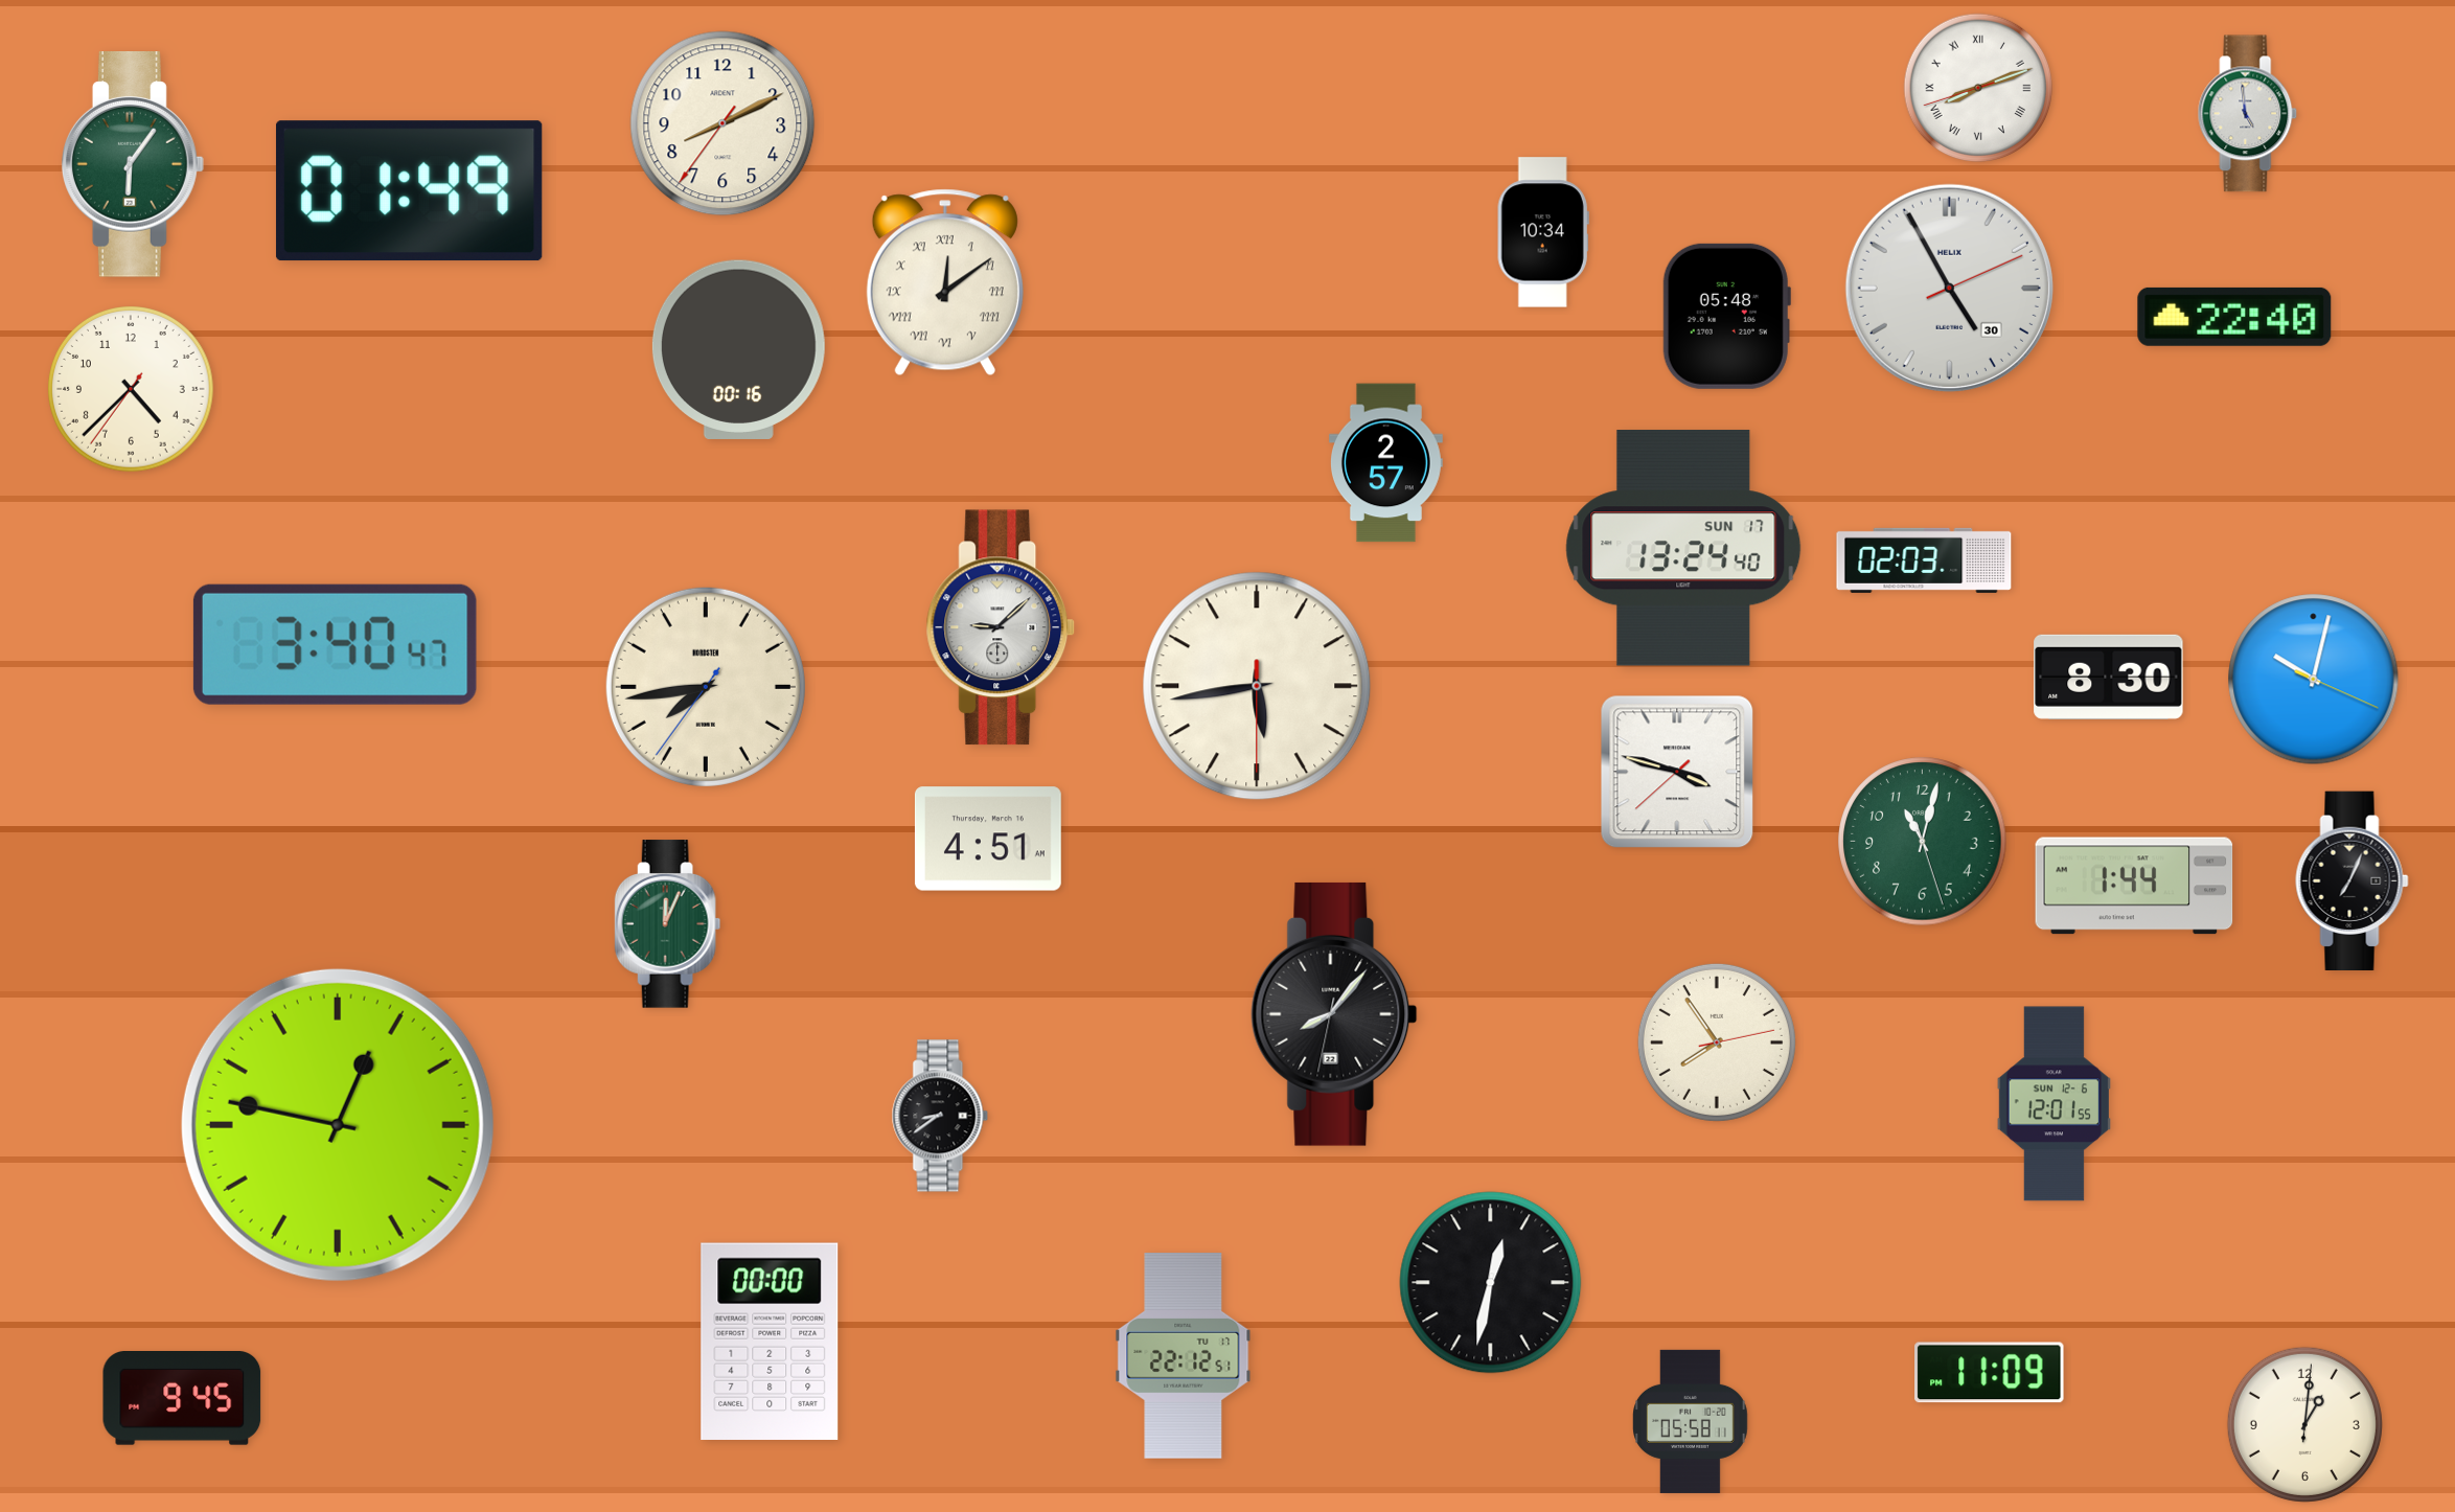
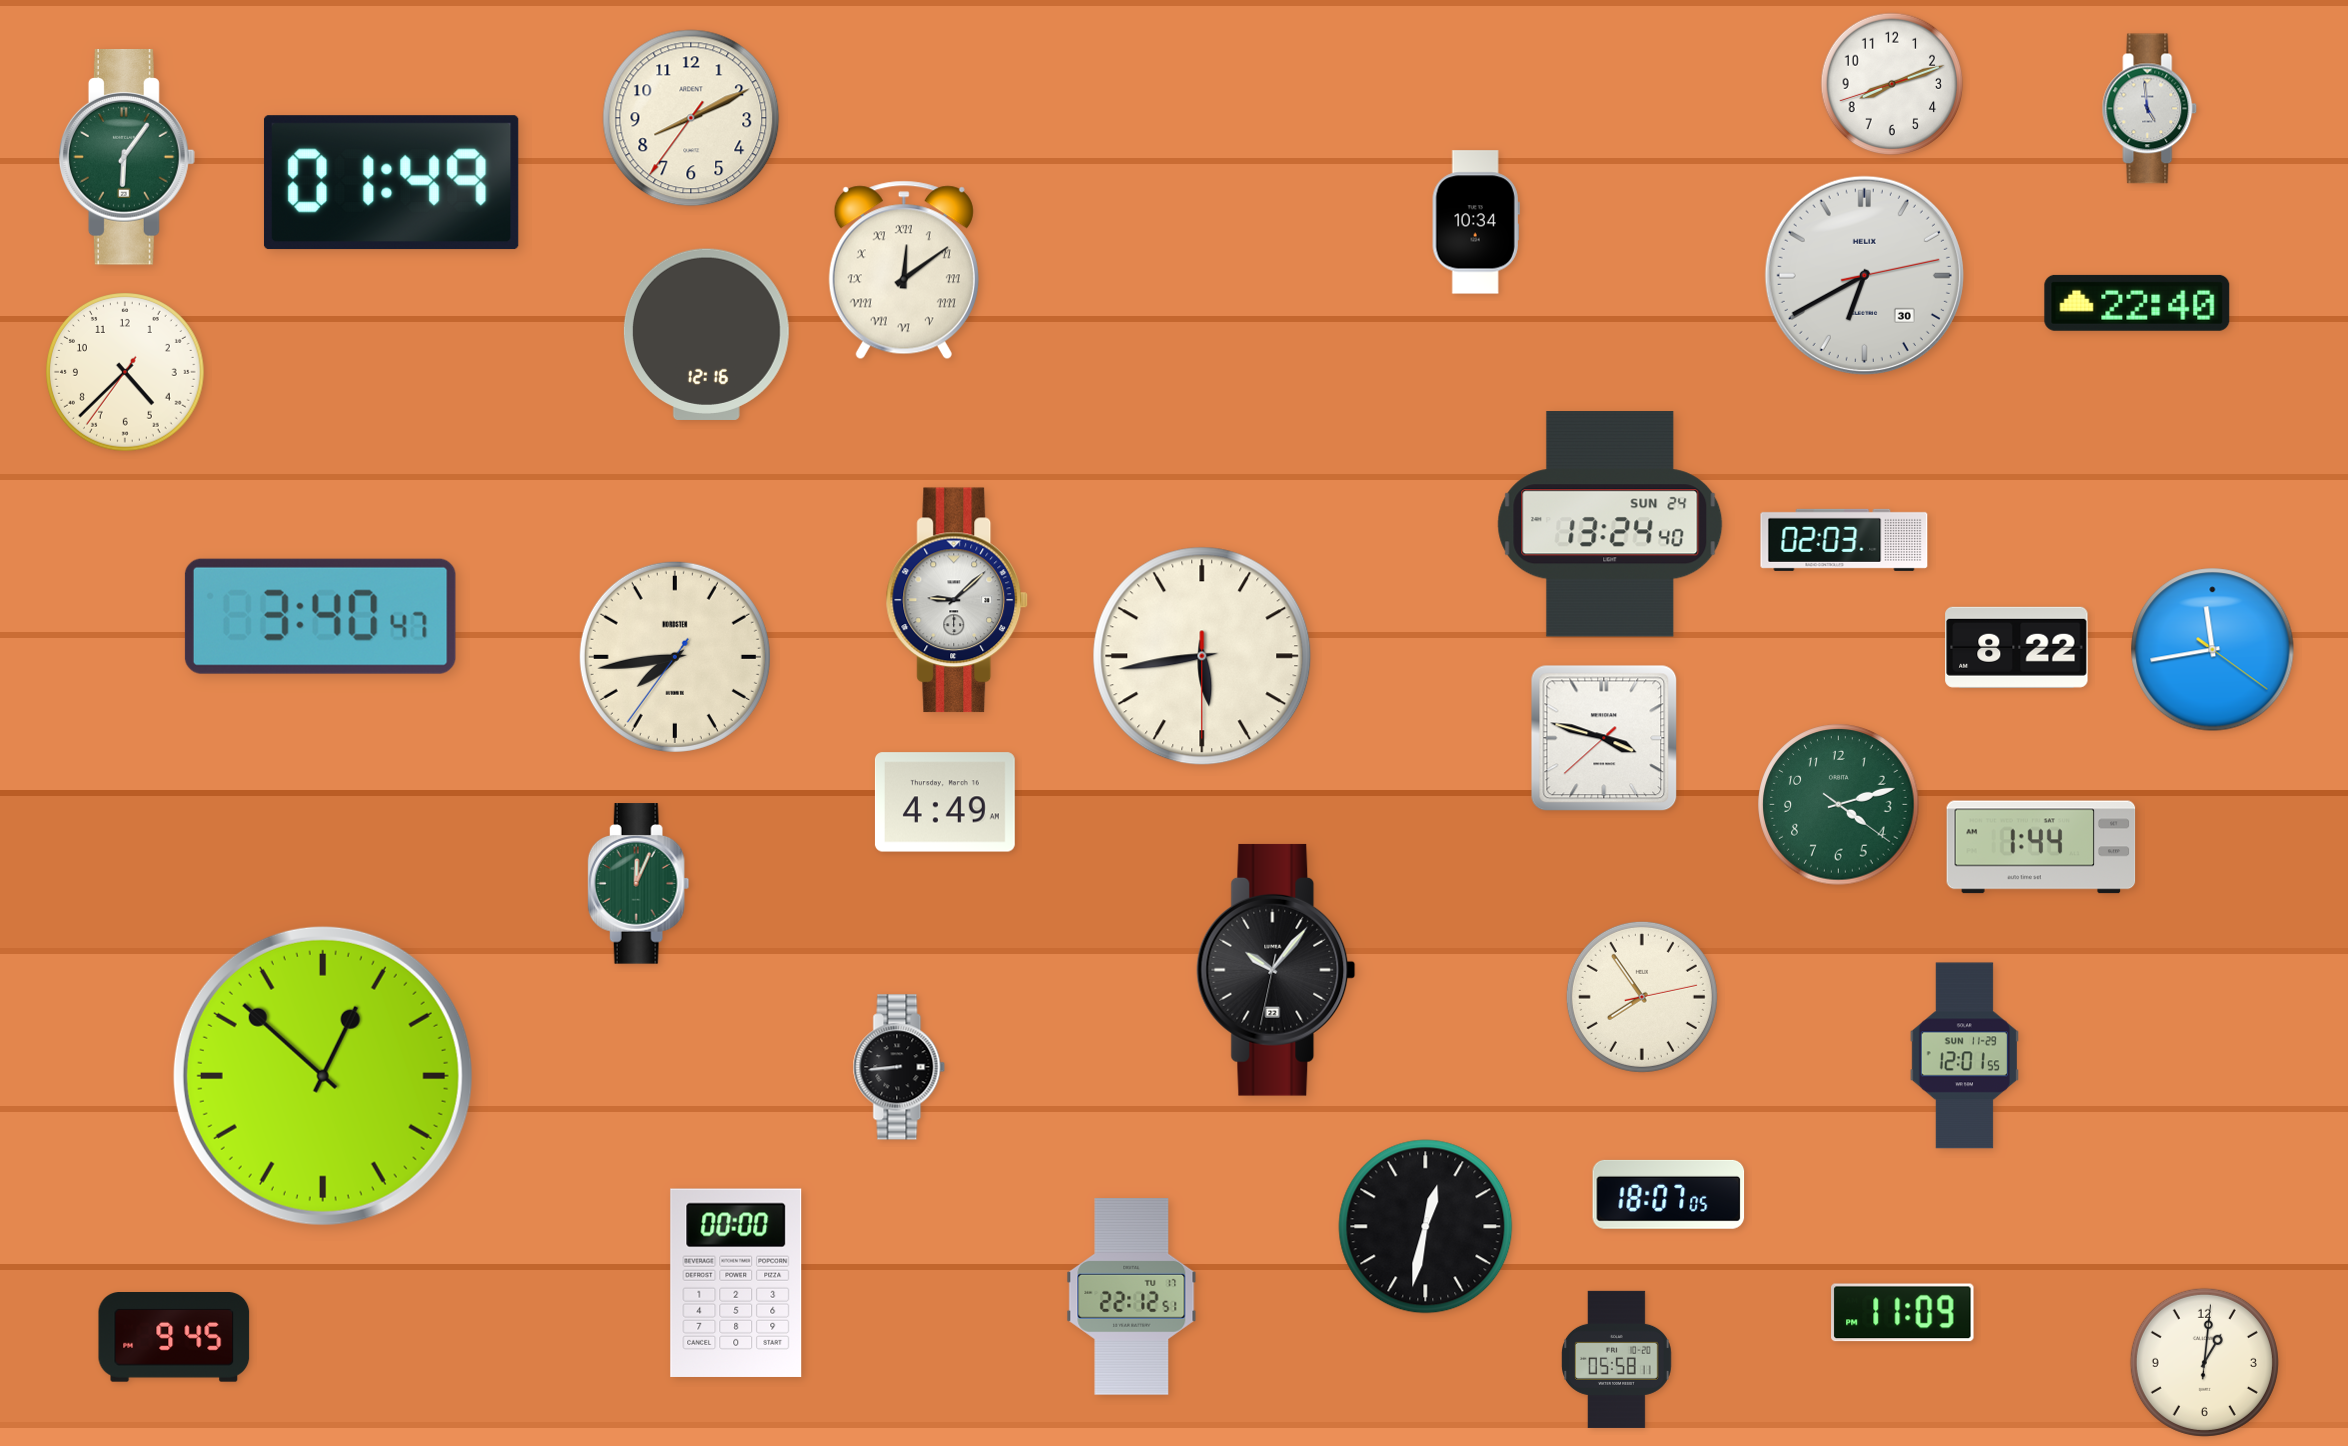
clock at (1978, 88) numerals: Roman -> Arabic
clock at (1949, 288): 4:55 -> 6:40
clock at (1726, 316): 05:48 -> none
clock at (738, 349): 00:16 -> 12:16
clock at (1385, 463): 2:57 -> none
clock at (1683, 548) date: SUN 17 -> SUN 24
clock at (1924, 560) position: (1924, 560) -> (1844, 540)
clock at (2109, 677): 8:30 -> 8:22
clock at (2314, 680): 10:02 -> 11:43
clock at (988, 839): 4:51 -> 4:49
clock at (1923, 842): 11:02 -> 4:12
clock at (2353, 880): 7:04 -> none
clock at (1334, 1014): 8:06 -> 10:06
clock at (2054, 1104) date: SUN 12-6 -> SUN 11-29
clock at (940, 1116): 8:39 -> 8:44
clock at (338, 1125): 12:47 -> 12:52
clock at (1669, 1194): none -> 18:07
